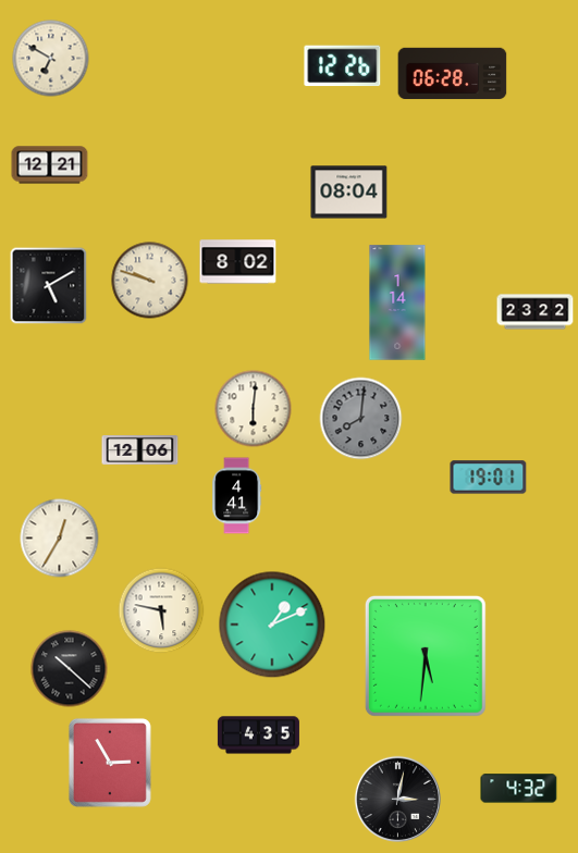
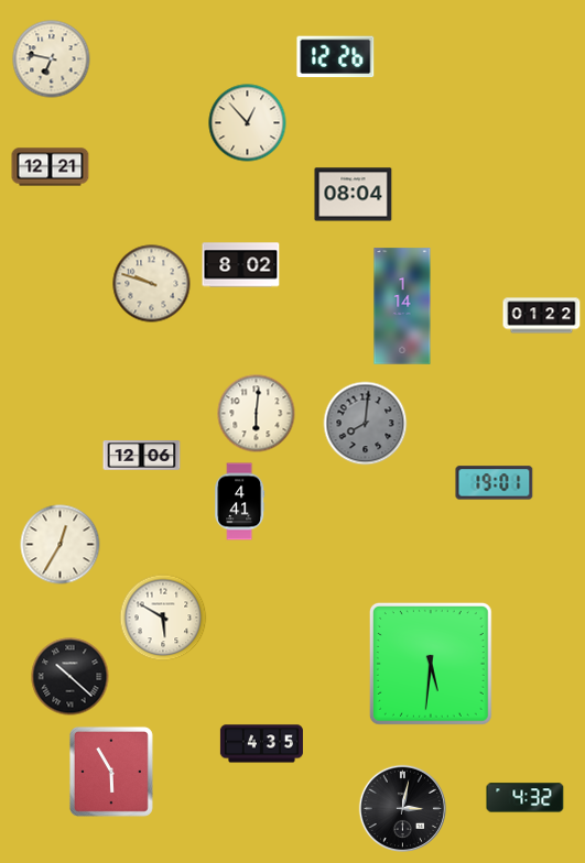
clock at (51, 59): 6:50 -> 6:47
clock at (343, 66) position: (343, 66) -> (336, 57)
clock at (453, 74): 06:28 -> none
clock at (248, 123): none -> 12:53
clock at (49, 286): 5:10 -> none
clock at (536, 312): 23:22 -> 01:22
clock at (161, 610): 5:47 -> 5:50
clock at (272, 625): 1:11 -> none
clock at (110, 763): 2:55 -> 5:55
